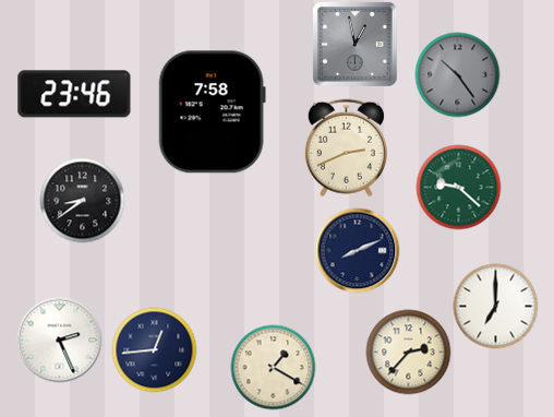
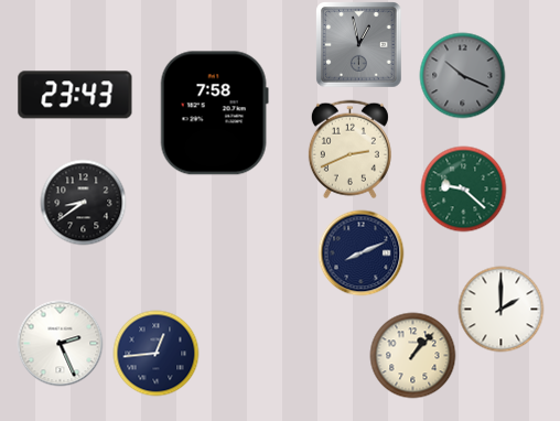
clock at (457, 74): 10:24 -> 10:19
clock at (74, 94): 23:46 -> 23:43
clock at (495, 306): 7:00 -> 2:00
clock at (408, 352): 2:37 -> 1:07
clock at (273, 367): 1:20 -> none
